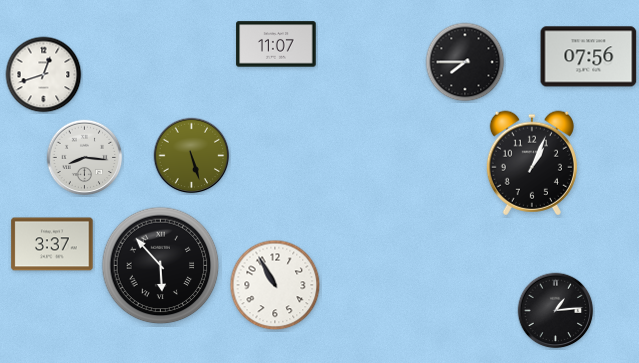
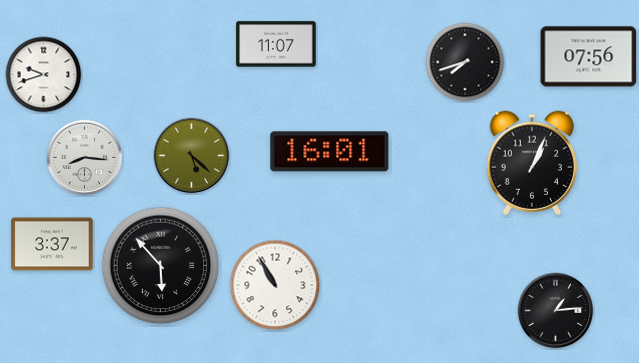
clock at (465, 62): 7:45 -> 7:42
clock at (44, 75): 12:42 -> 9:42
clock at (330, 152): none -> 16:01
clock at (192, 156): 5:27 -> 5:22
